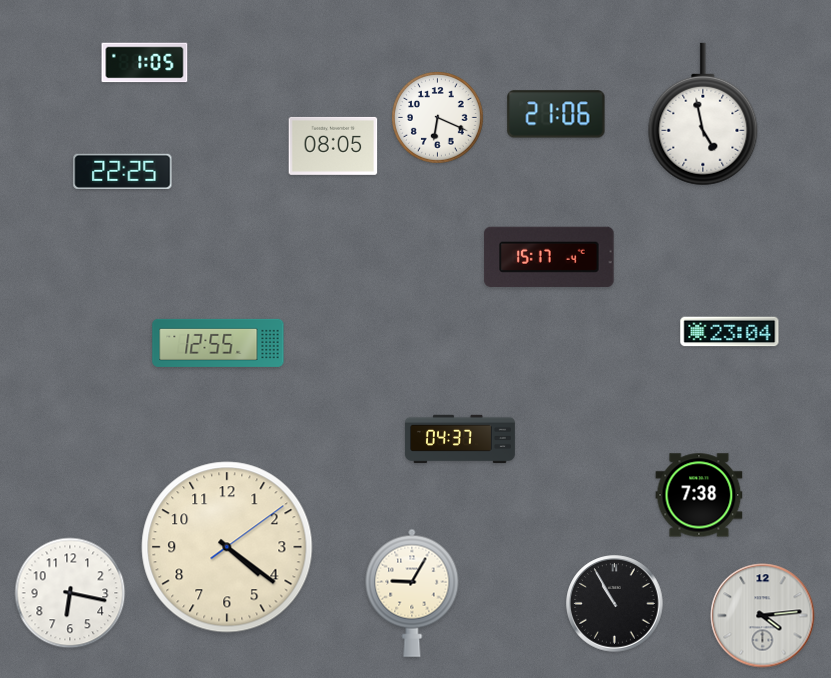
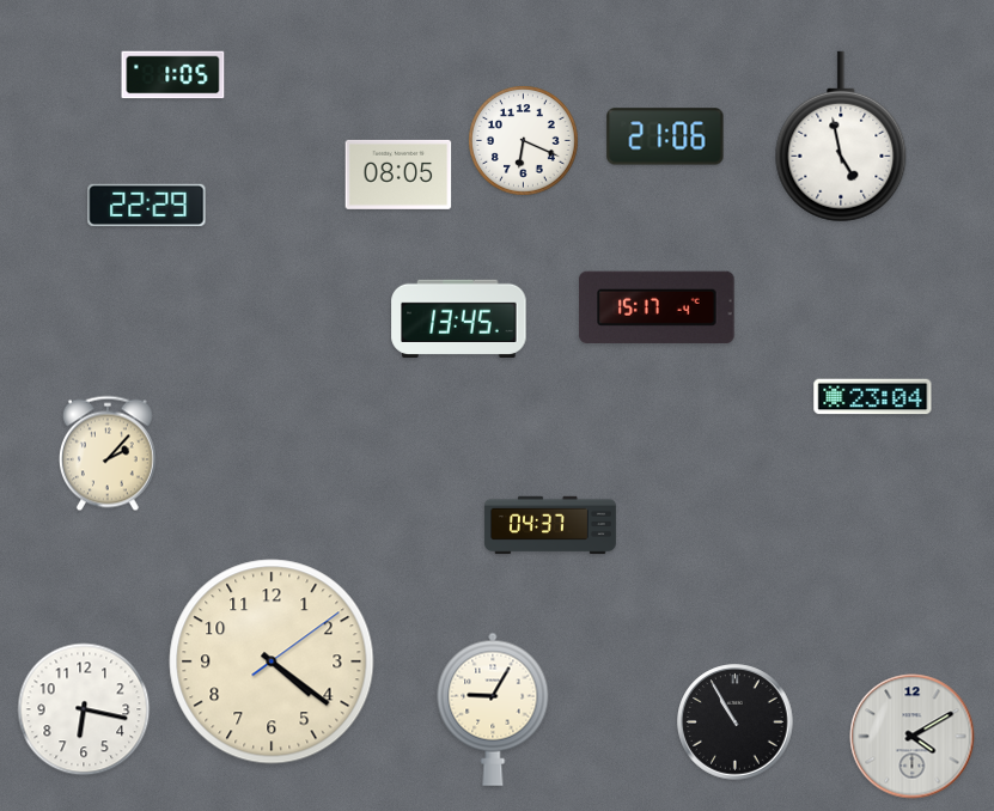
clock at (123, 171): 22:25 -> 22:29
clock at (459, 318): none -> 13:45
clock at (218, 343): 12:55 -> none
clock at (108, 453): none -> 2:07
clock at (699, 495): 7:38 -> none
clock at (227, 547) position: (227, 547) -> (272, 661)
clock at (763, 616): 4:14 -> 4:10
